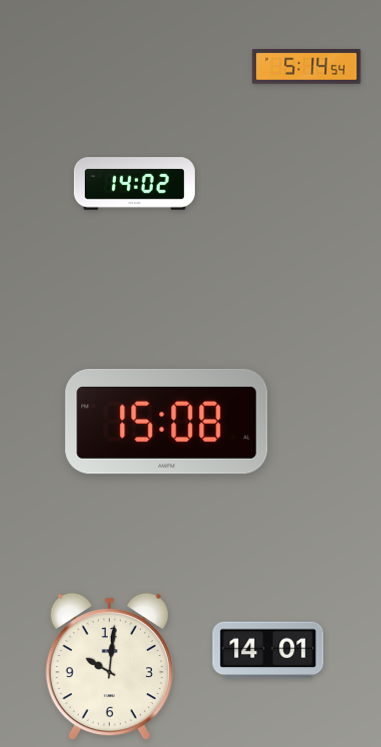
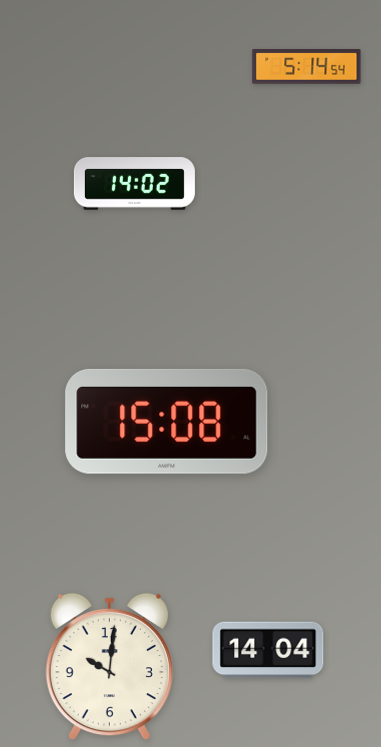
clock at (268, 650): 14:01 -> 14:04
